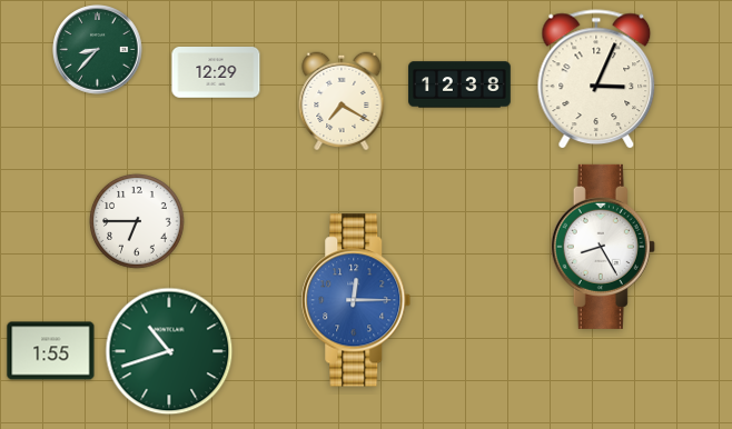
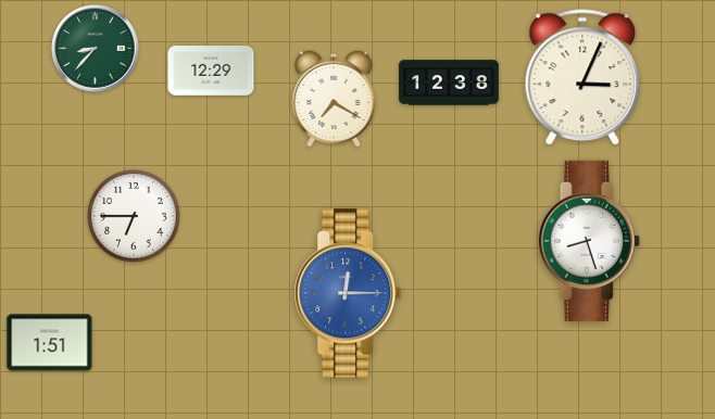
clock at (603, 247): 8:25 -> 8:27
clock at (51, 351): 1:55 -> 1:51
clock at (169, 351): 10:42 -> none
